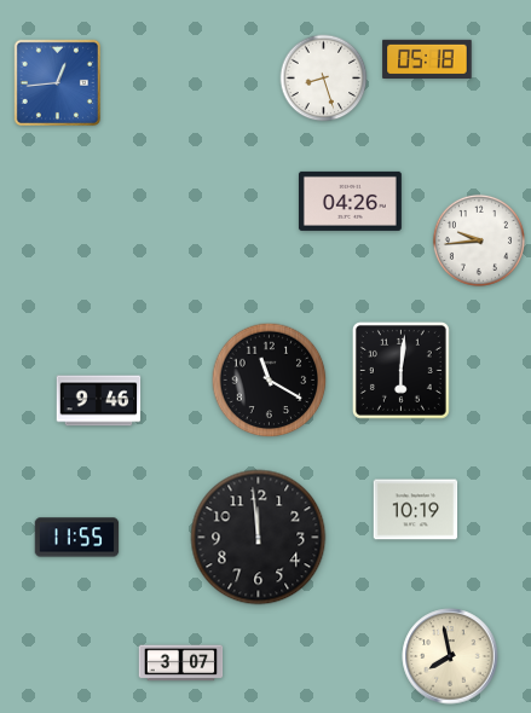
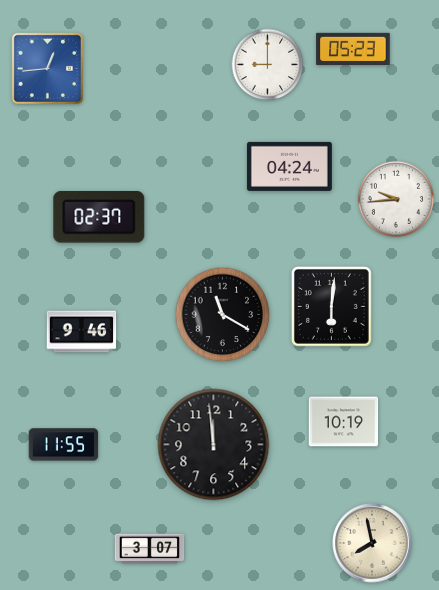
clock at (427, 58): 05:18 -> 05:23
clock at (324, 79): 8:27 -> 9:00
clock at (350, 201): 04:26 -> 04:24
clock at (99, 217): none -> 02:37
